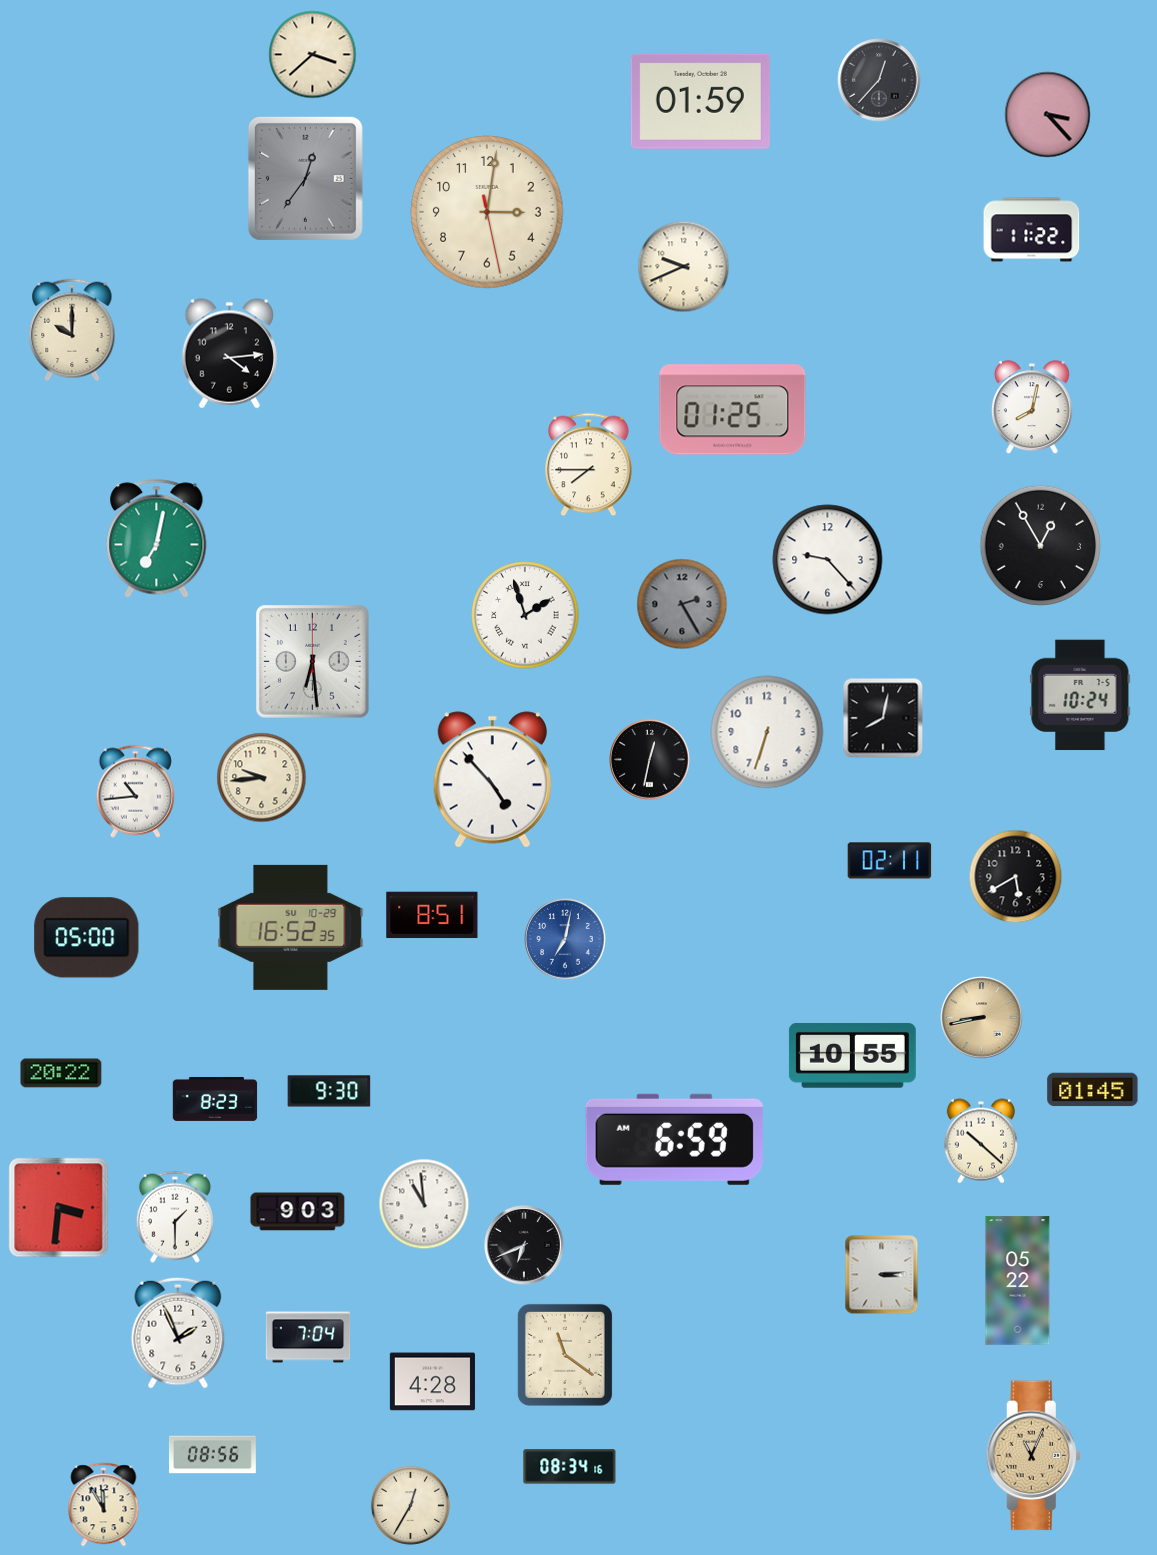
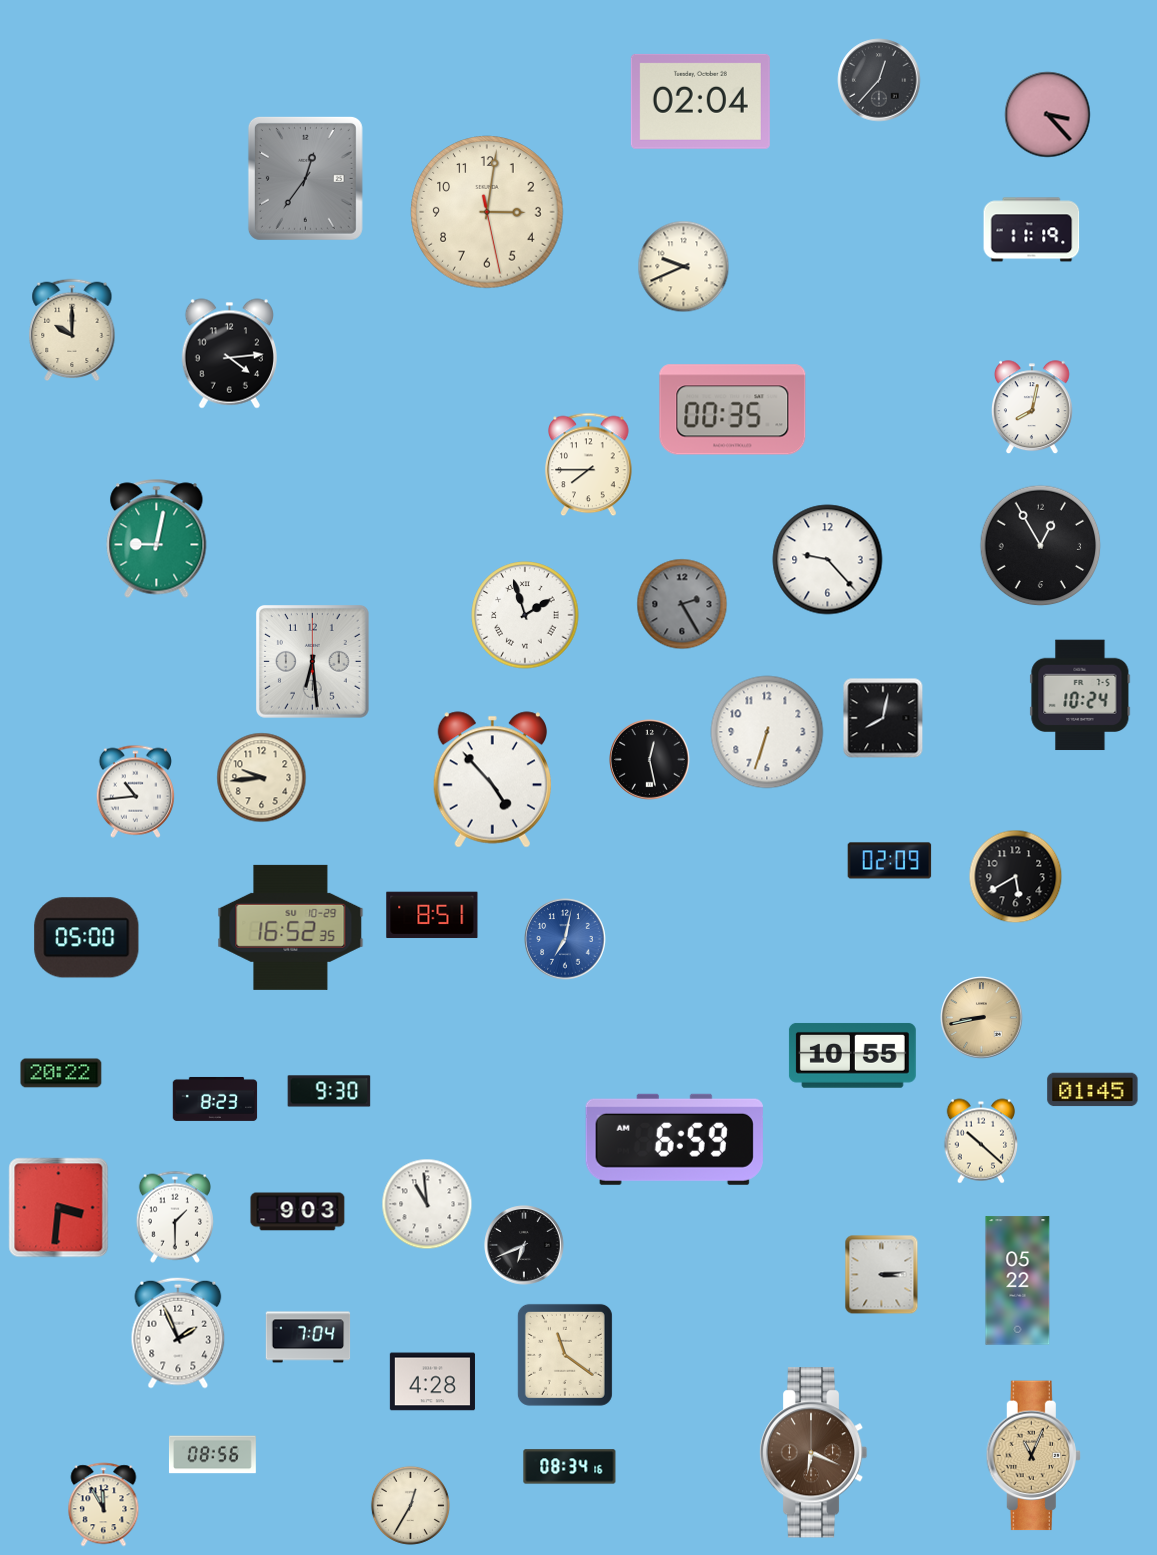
clock at (313, 55): 3:38 -> none
clock at (700, 101): 01:59 -> 02:04
clock at (1032, 230): 11:22 -> 11:19
clock at (733, 410): 01:25 -> 00:35
clock at (157, 539): 7:02 -> 9:02
clock at (650, 760): 12:32 -> 12:28
clock at (890, 861): 02:11 -> 02:09
clock at (424, 1204) position: (424, 1204) -> (427, 1204)
clock at (813, 1453): none -> 6:19
